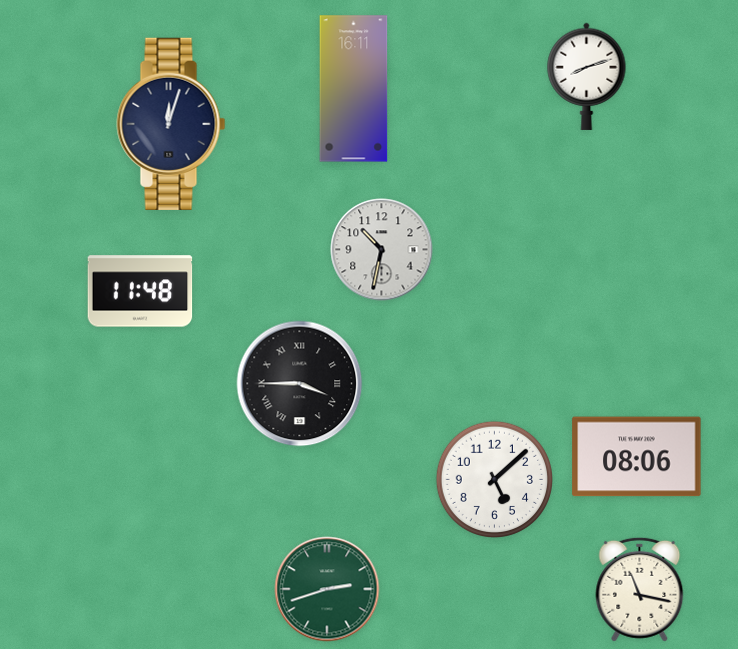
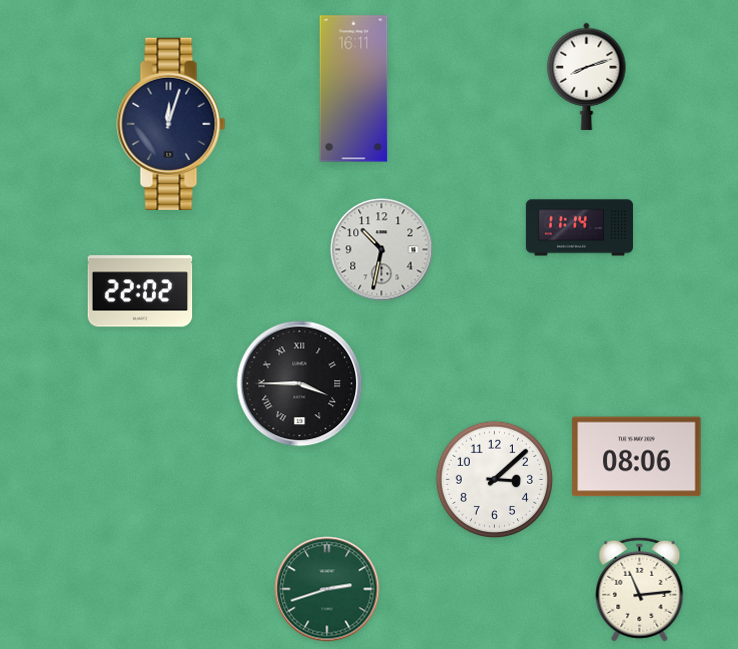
clock at (579, 228): none -> 11:14
clock at (140, 291): 11:48 -> 22:02
clock at (494, 479): 5:08 -> 3:08
clock at (640, 589): 11:17 -> 11:14
